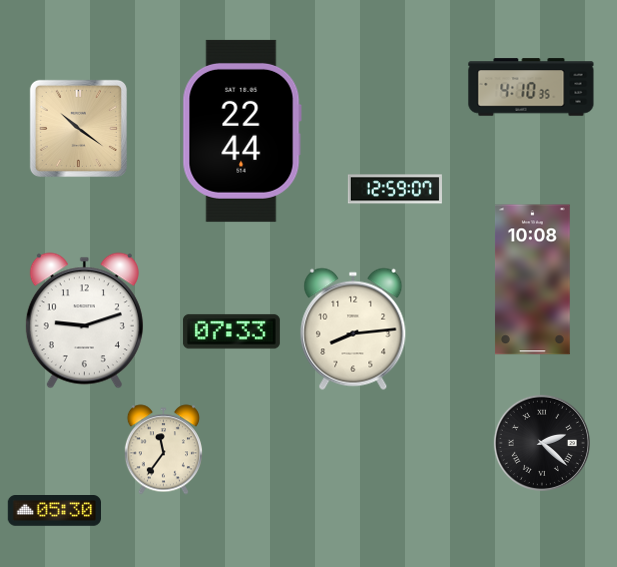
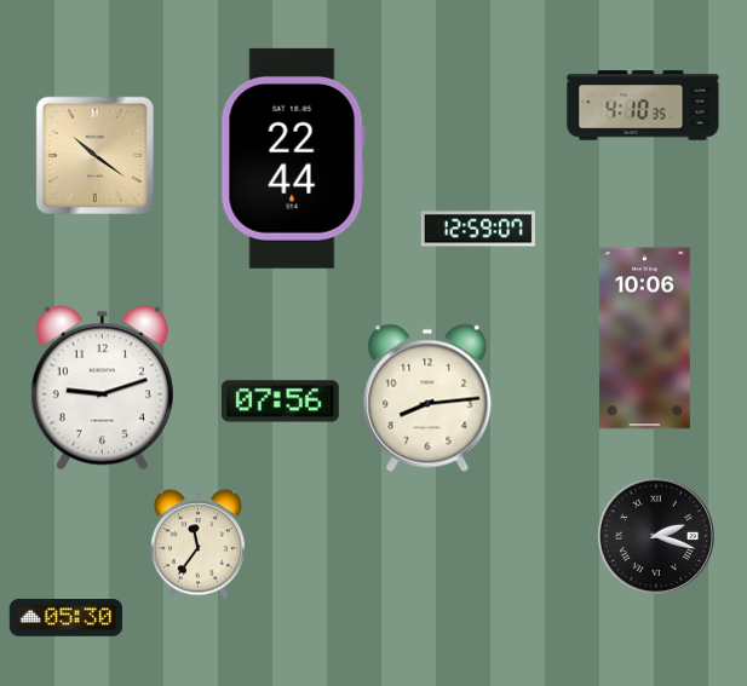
clock at (532, 280): 10:08 -> 10:06
clock at (231, 332): 07:33 -> 07:56
clock at (542, 443): 2:22 -> 2:18
